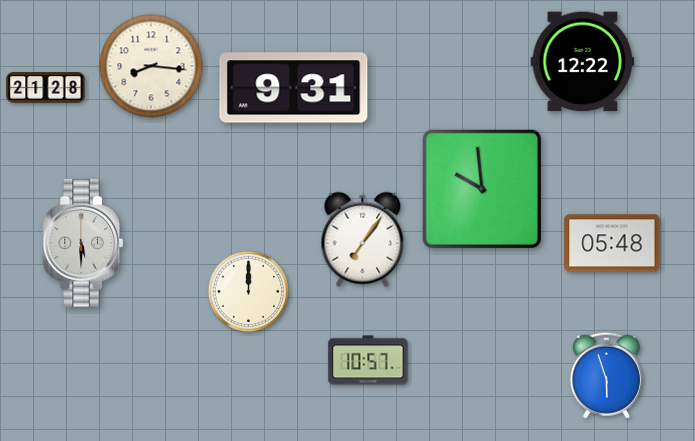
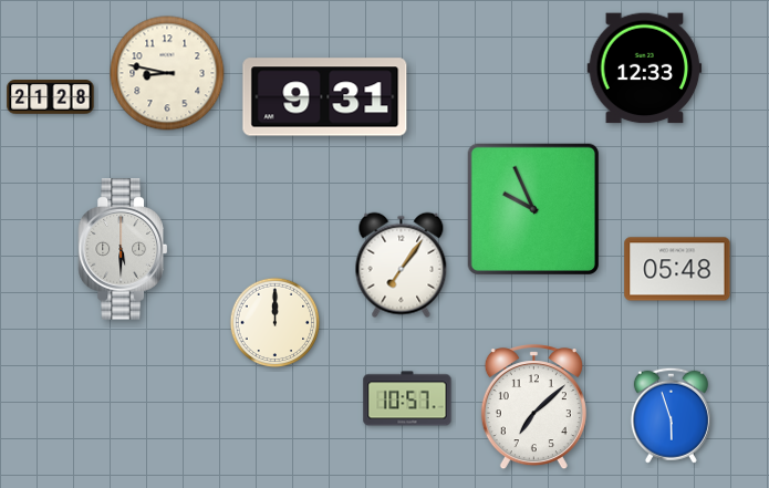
clock at (583, 62): 12:22 -> 12:33
clock at (151, 66): 8:16 -> 8:47
clock at (481, 188): 9:59 -> 9:56
clock at (83, 243) position: (83, 243) -> (123, 249)
clock at (533, 407): none -> 7:08
